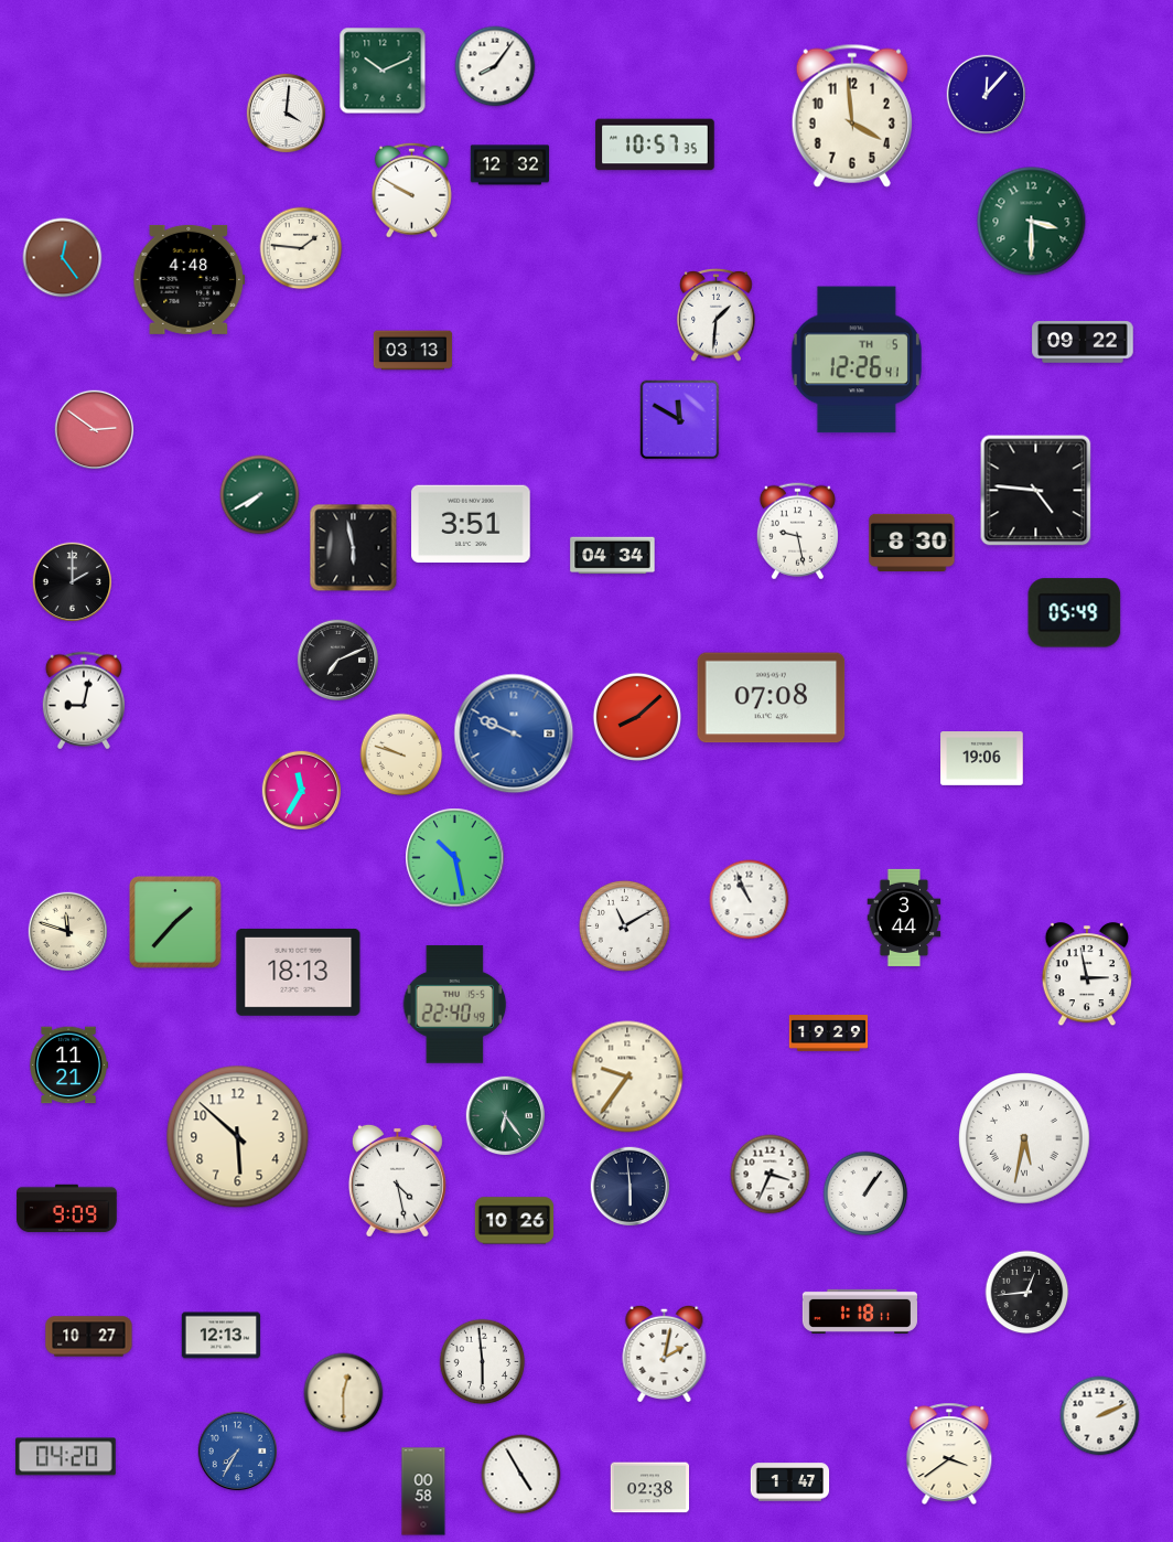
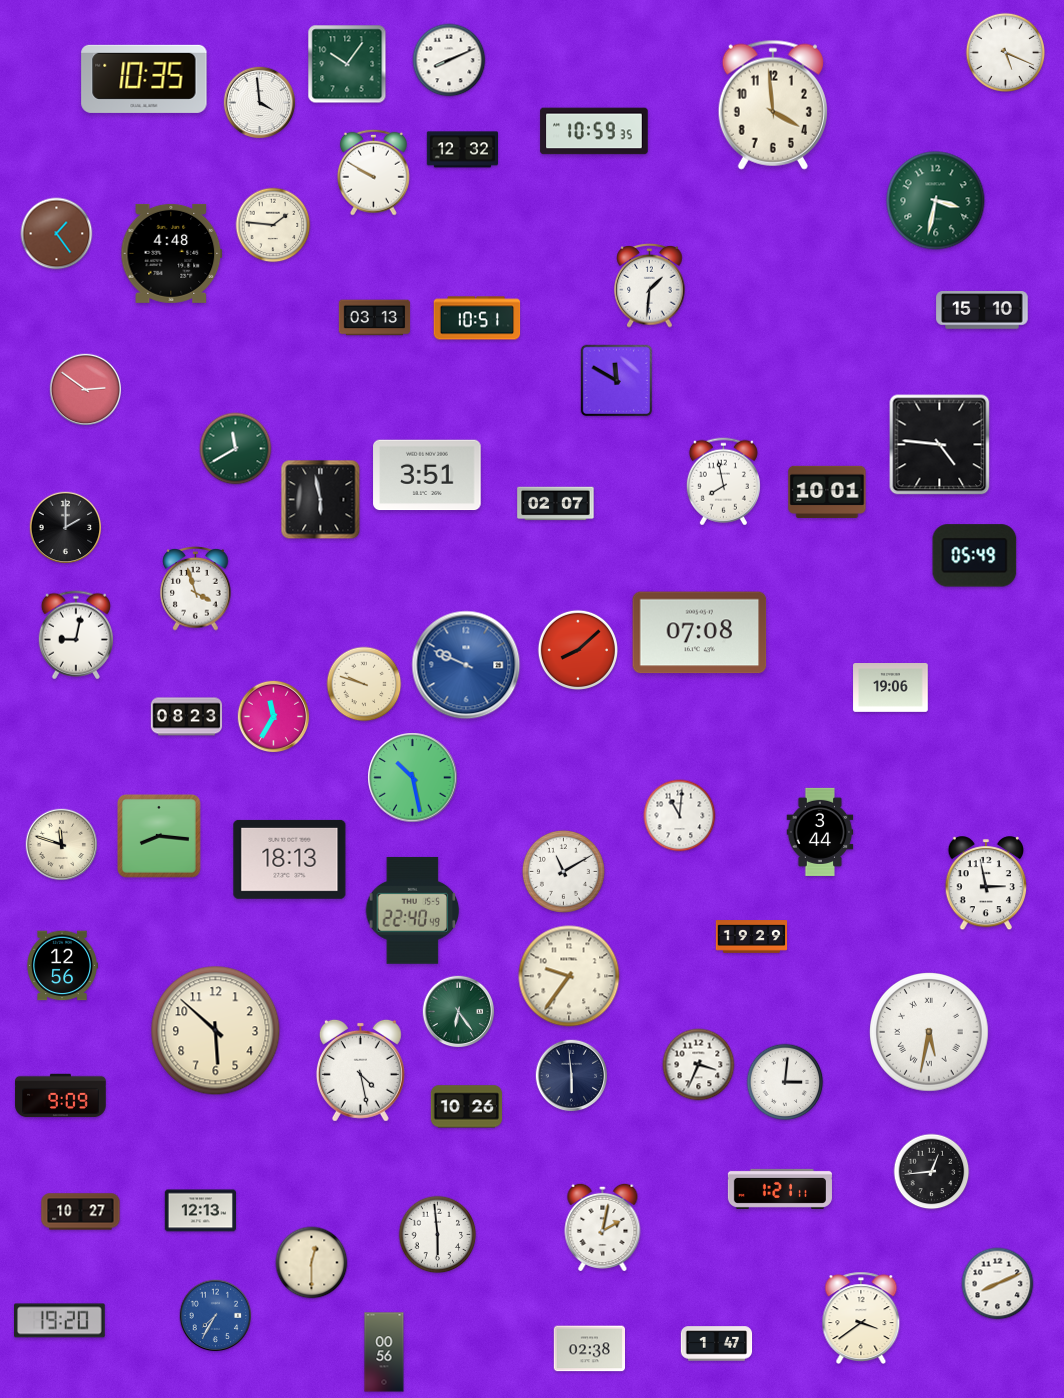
clock at (1005, 52): none -> 5:19
clock at (495, 66): 8:06 -> 8:11
clock at (383, 71): 10:11 -> 10:06
clock at (144, 79): none -> 10:35
clock at (987, 95): 12:07 -> none
clock at (287, 114): 4:01 -> 3:59
clock at (655, 144): 10:57 -> 10:59
clock at (1032, 222): 3:30 -> 3:32
clock at (63, 258): 12:24 -> 1:24
clock at (1083, 342): 09:22 -> 15:10
clock at (477, 318): none -> 10:51
clock at (857, 360): 12:26 -> none
clock at (260, 495): 7:40 -> 11:40
clock at (797, 532): 9:28 -> 7:58
clock at (912, 542): 8:30 -> 10:01
clock at (354, 548) position: (354, 548) -> (321, 500)
clock at (613, 556): 04:34 -> 02:07
clock at (196, 589): none -> 3:57
clock at (337, 660): 7:11 -> none
clock at (187, 717): none -> 08:23
clock at (750, 900): 10:56 -> 11:01
clock at (175, 922): 1:37 -> 8:16
clock at (624, 925) position: (624, 925) -> (563, 871)
clock at (299, 972) position: (299, 972) -> (290, 859)
clock at (68, 1066): 11:21 -> 12:56
clock at (865, 1193): 1:06 -> 3:01
clock at (860, 1311): 1:18 -> 1:21
clock at (1100, 1416): 2:11 -> 8:11
clock at (66, 1457): 04:20 -> 19:20
clock at (521, 1475): 4:55 -> none
clock at (423, 1491): 00:58 -> 00:56
